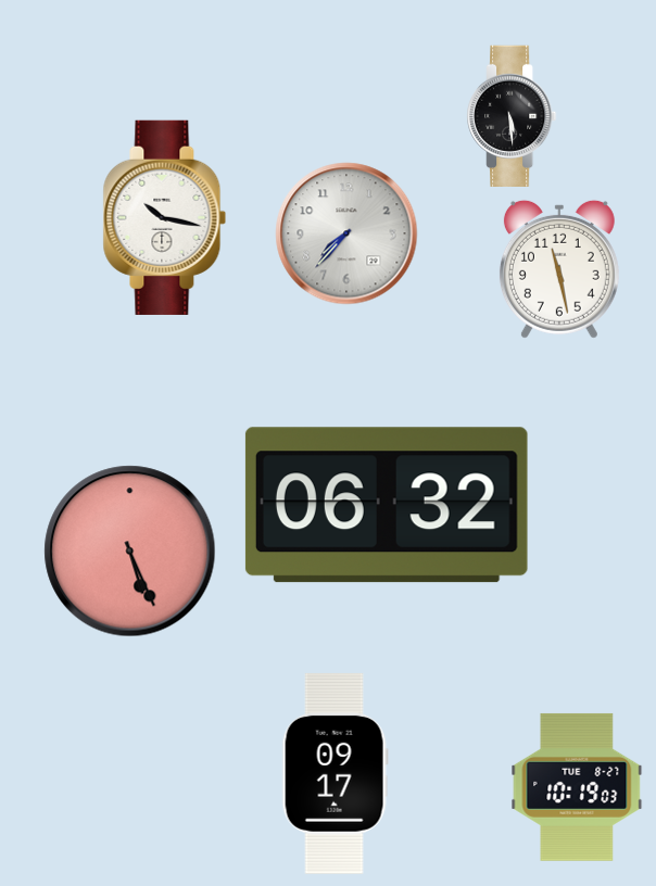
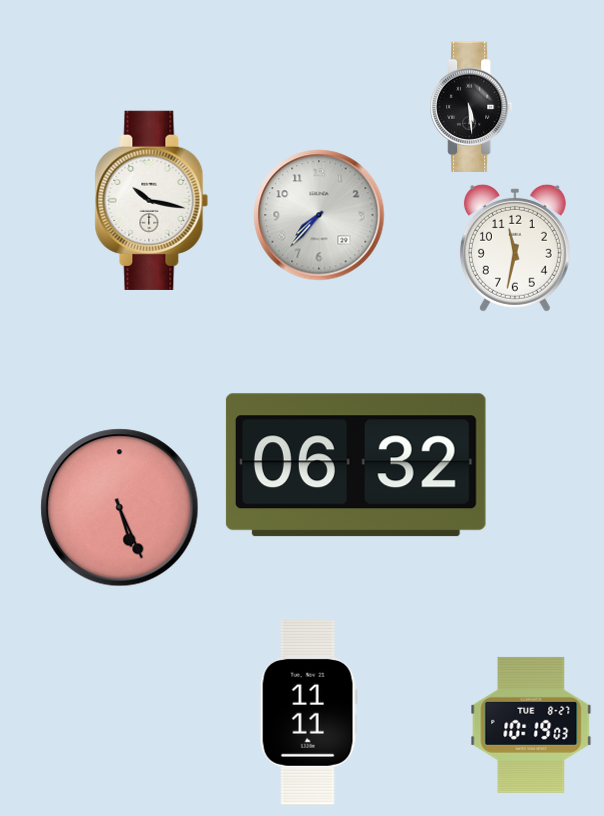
clock at (559, 269): 11:28 -> 11:32
clock at (335, 773): 09:17 -> 11:11
